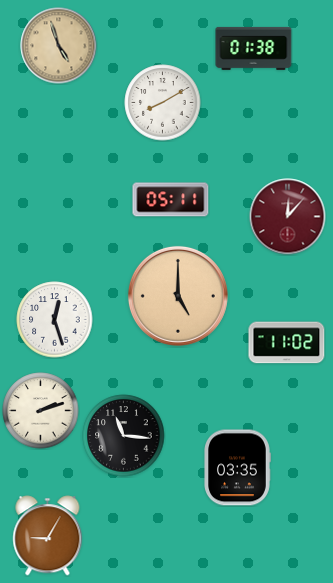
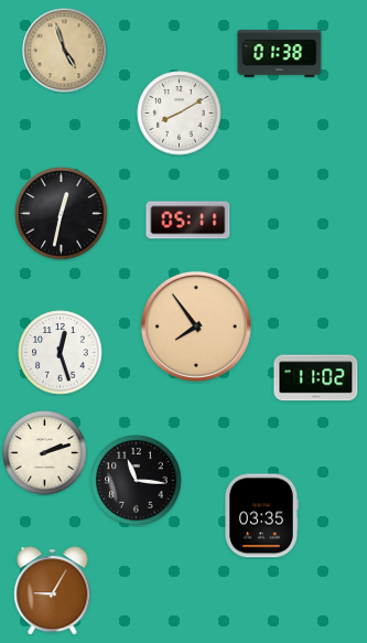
clock at (62, 214): none -> 12:32
clock at (288, 217): 12:07 -> none
clock at (178, 296): 5:00 -> 7:54
